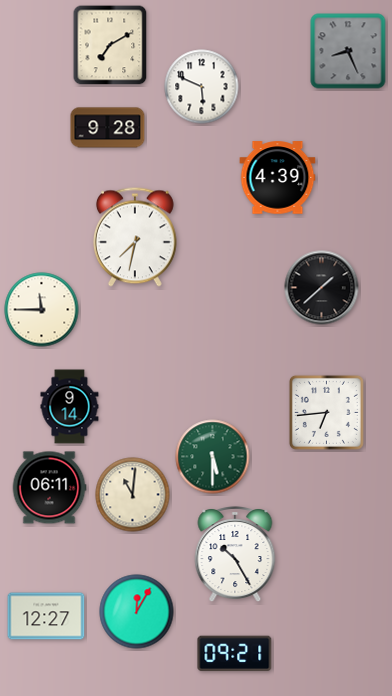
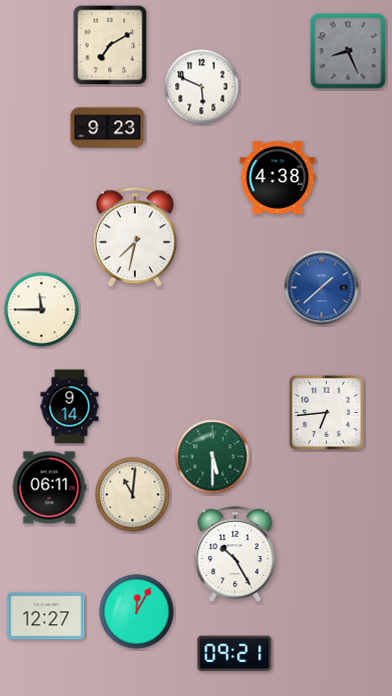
clock at (108, 128): 9:28 -> 9:23
clock at (278, 178): 4:39 -> 4:38
clock at (322, 288) dial: black -> blue
